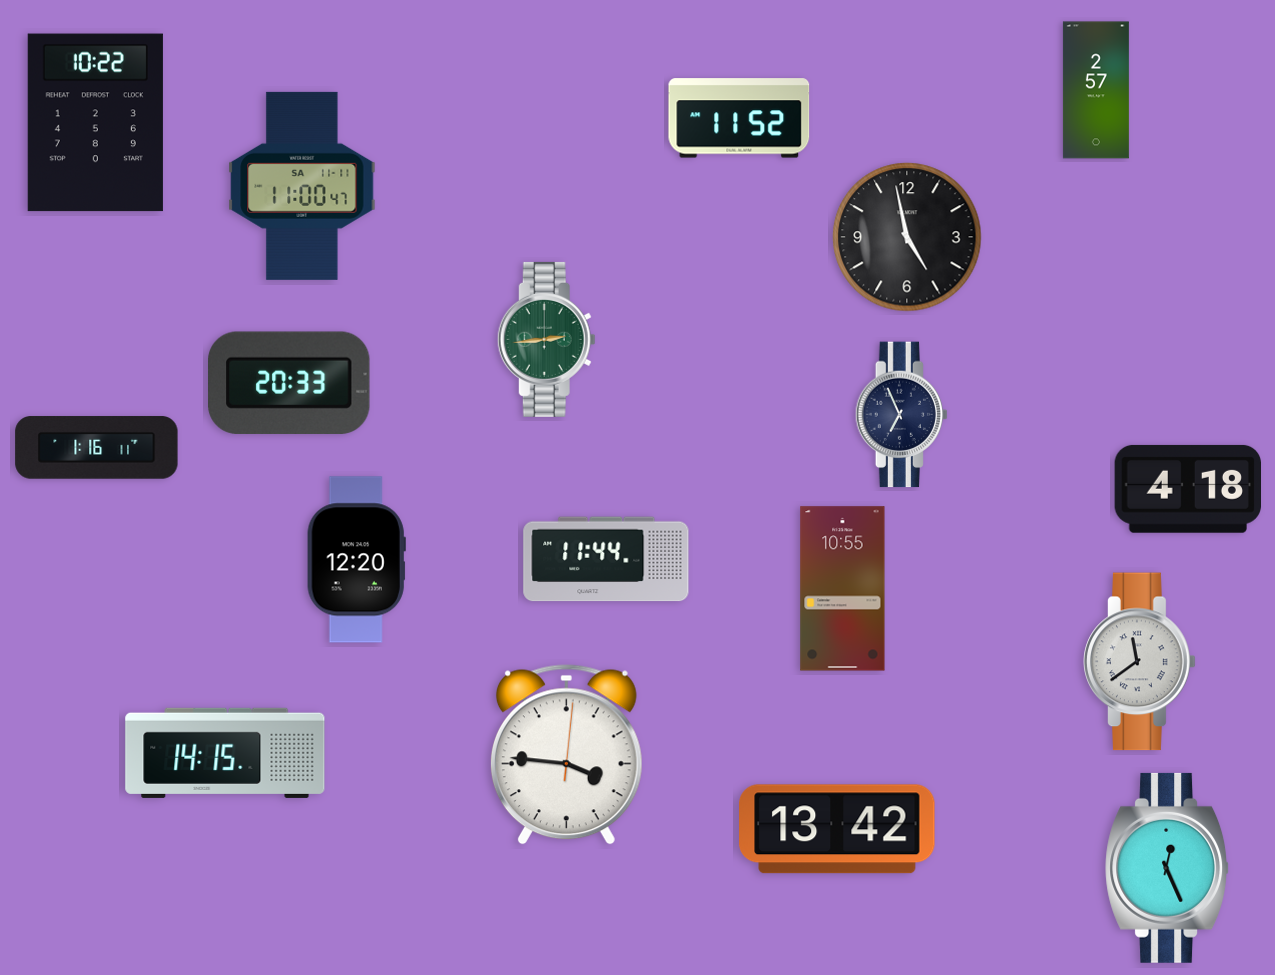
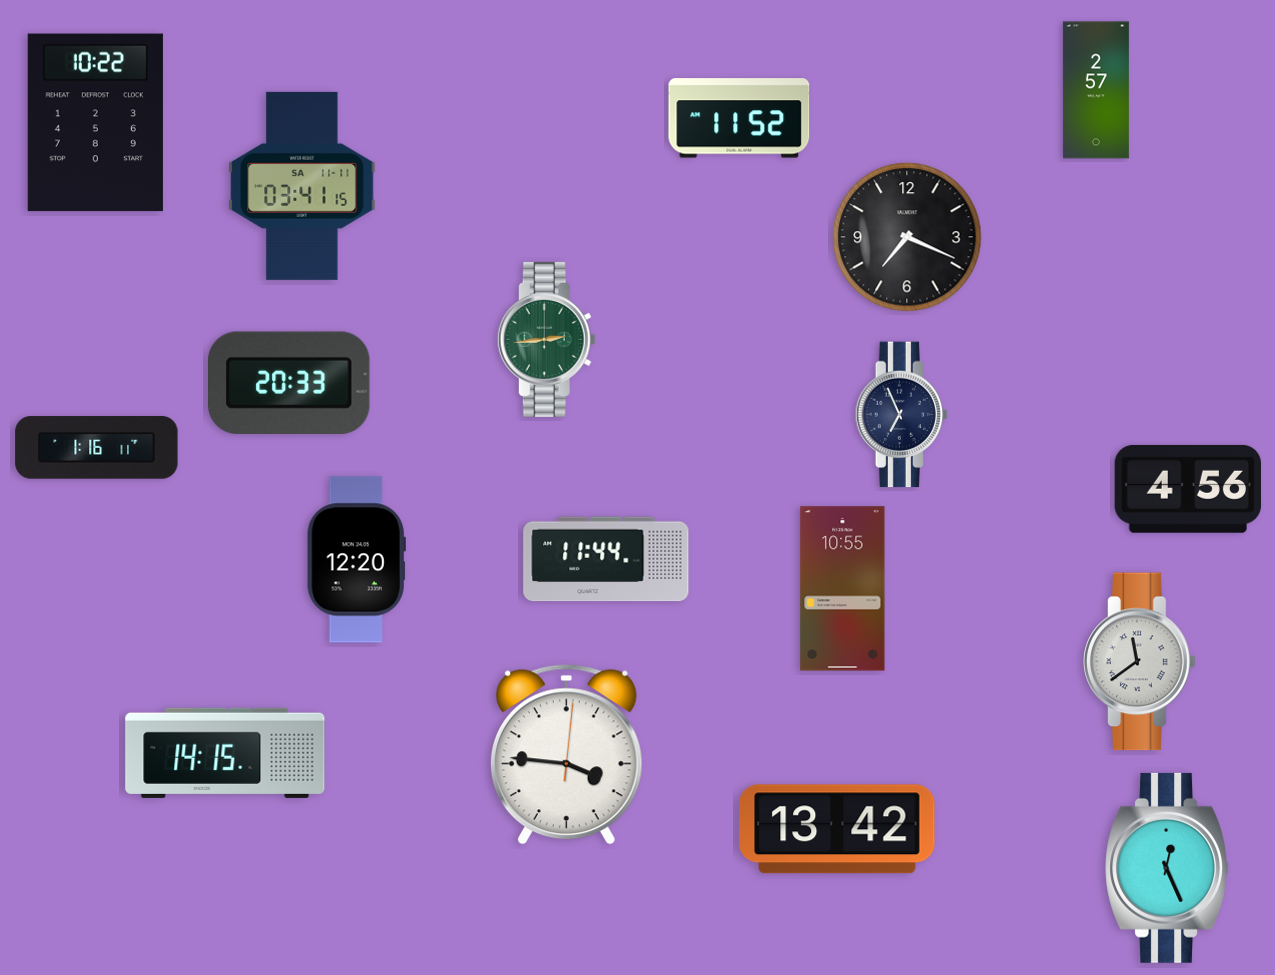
clock at (302, 186): 11:00 -> 03:41
clock at (907, 237): 4:58 -> 7:19
clock at (1187, 489): 4:18 -> 4:56
